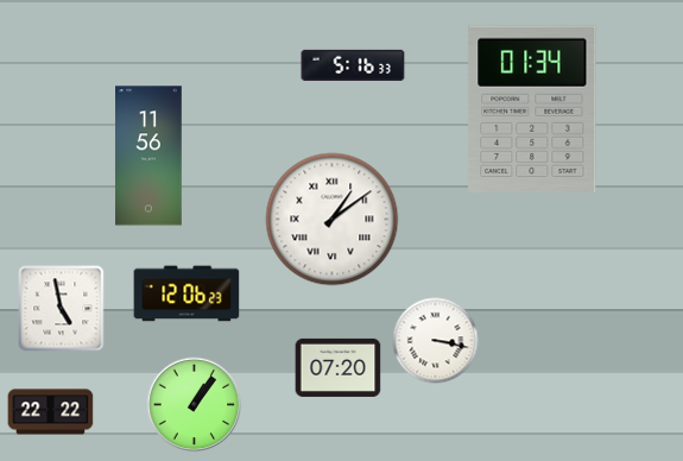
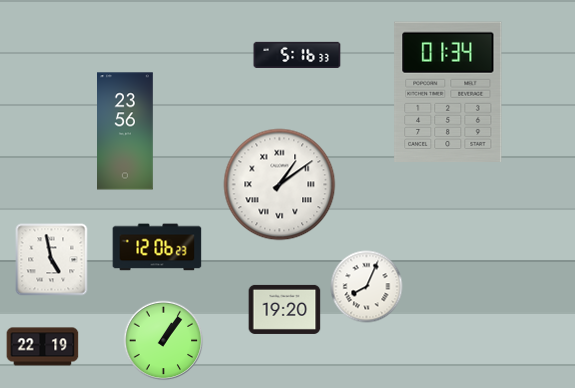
clock at (150, 156): 11:56 -> 23:56
clock at (436, 341): 3:17 -> 8:04
clock at (339, 367): 07:20 -> 19:20
clock at (51, 412): 22:22 -> 22:19
